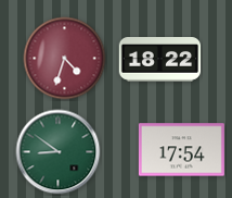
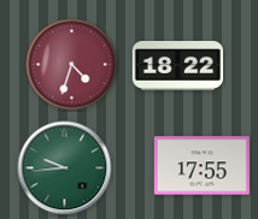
clock at (181, 150): 17:54 -> 17:55
clock at (59, 152): 8:51 -> 9:44
